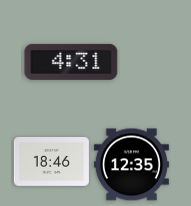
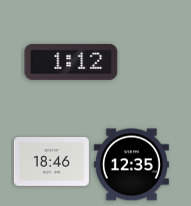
clock at (71, 62): 4:31 -> 1:12
